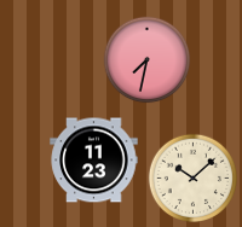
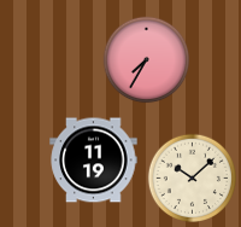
clock at (148, 60): 7:32 -> 7:35
clock at (94, 161): 11:23 -> 11:19
